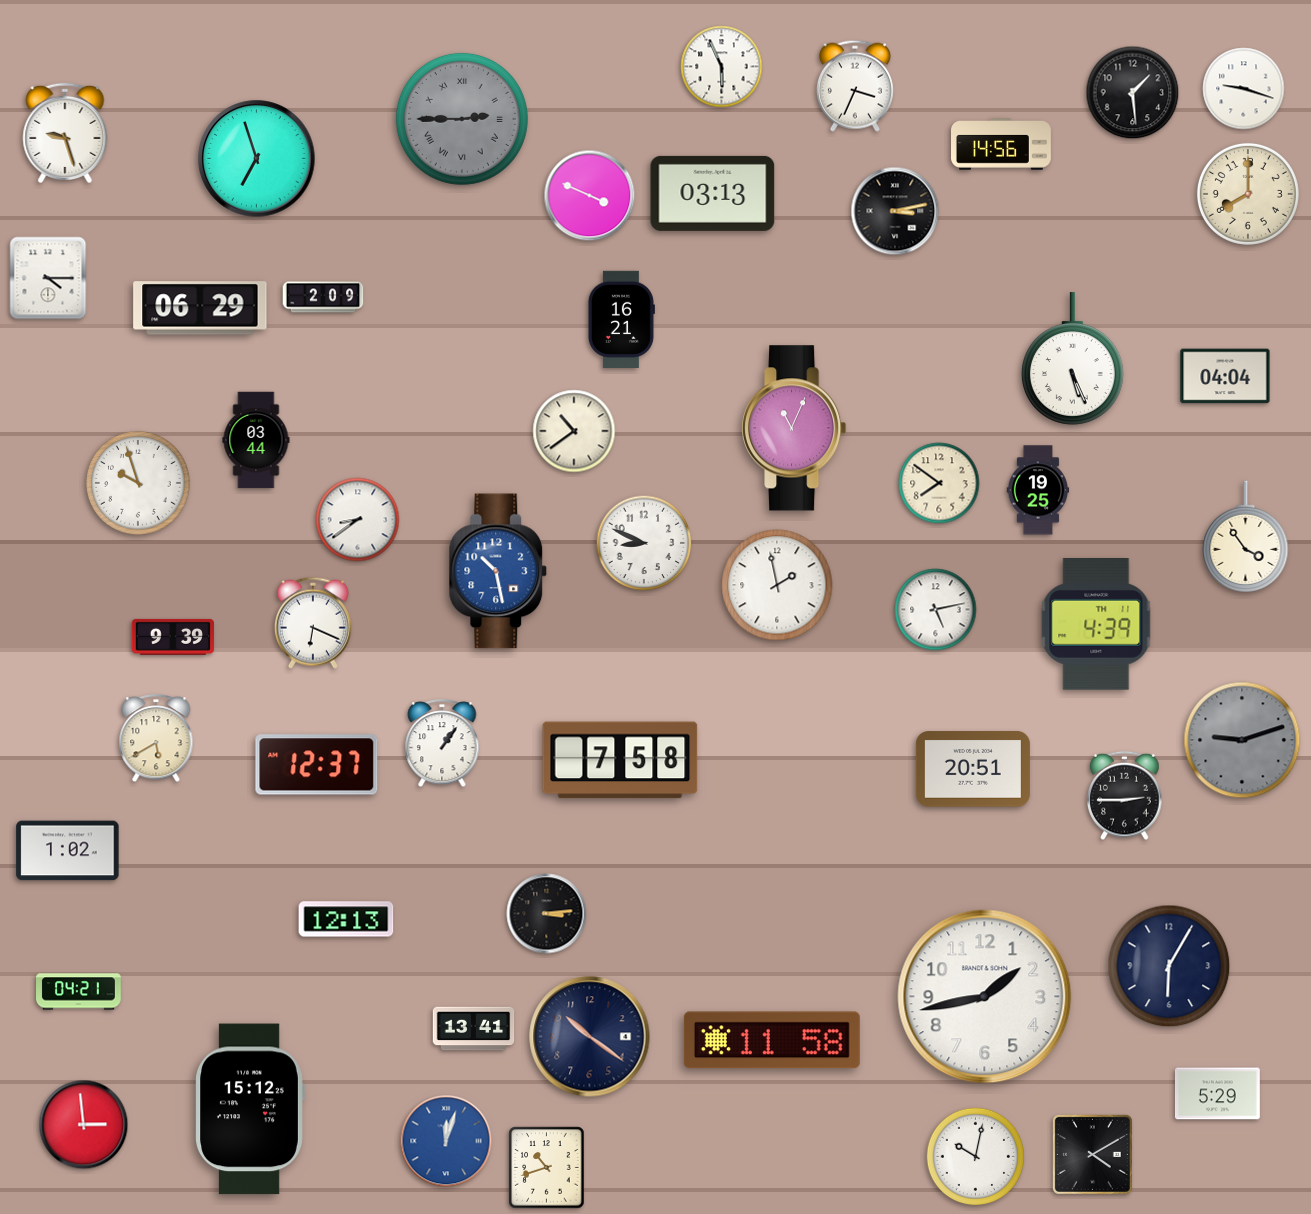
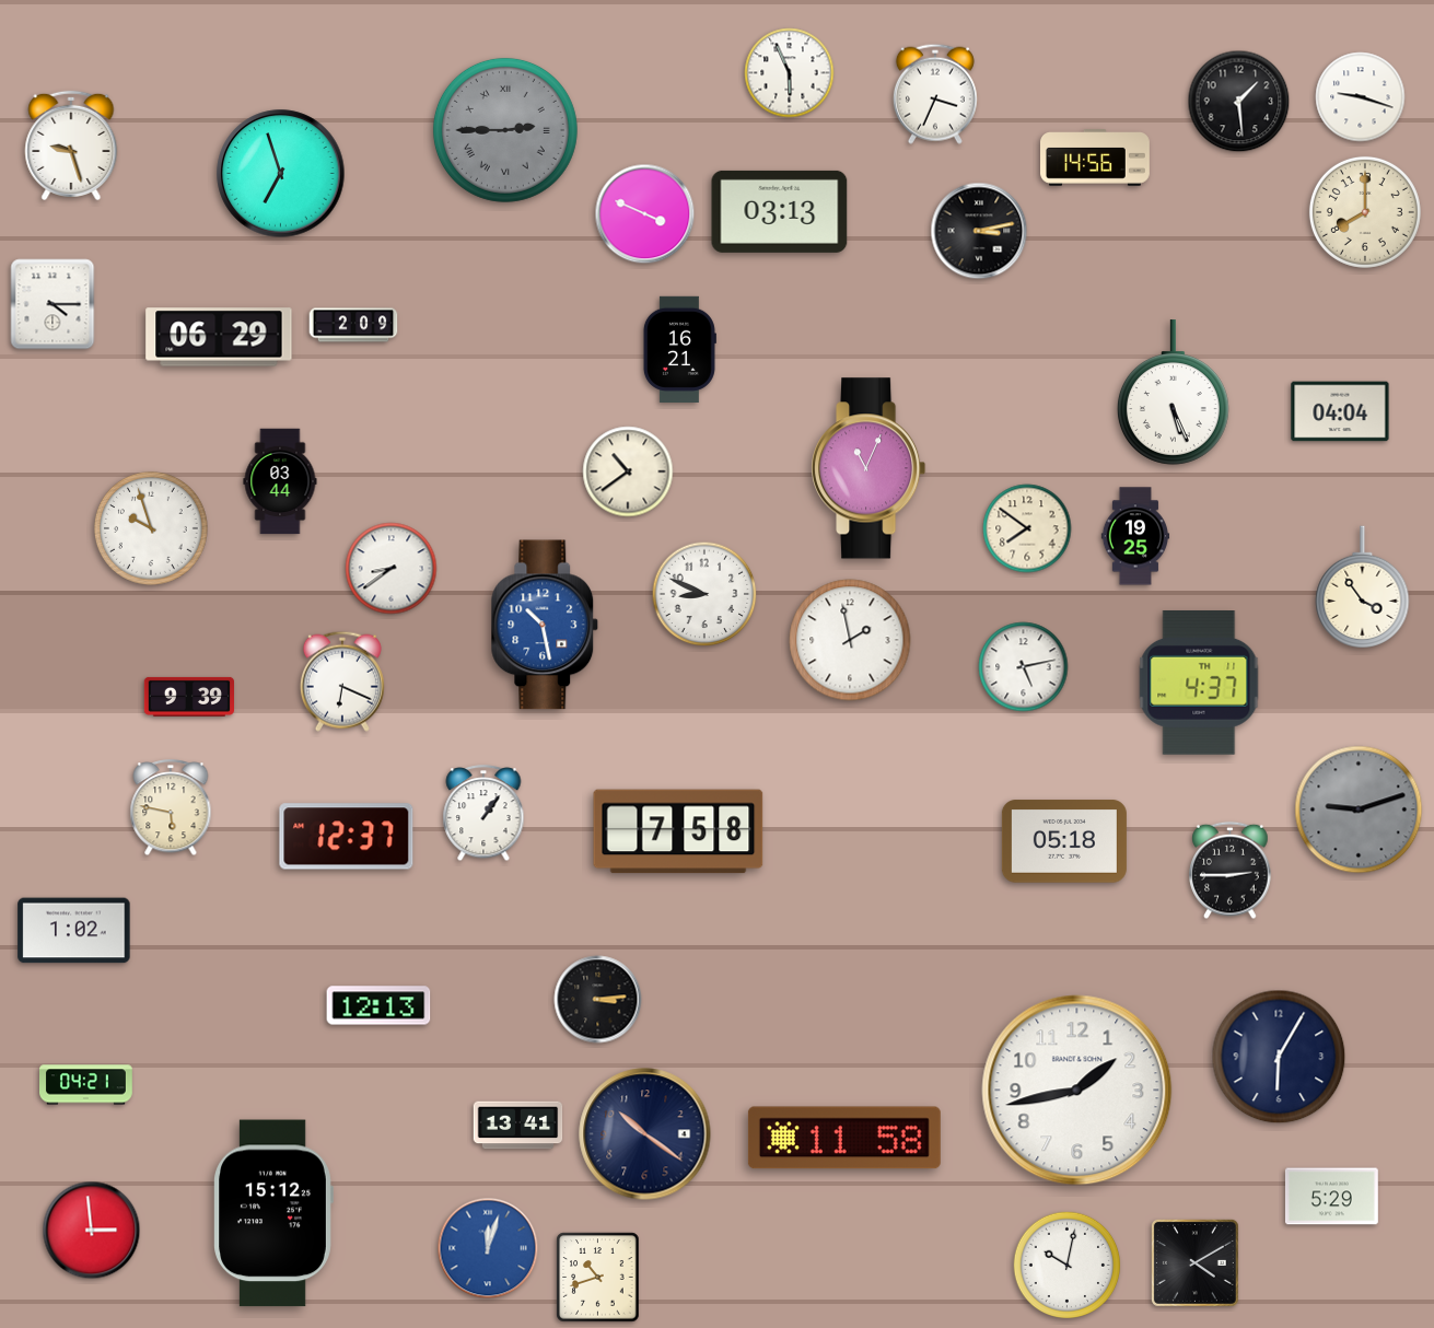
clock at (1096, 625): 4:39 -> 4:37
clock at (156, 739): 5:40 -> 5:47
clock at (973, 769): 20:51 -> 05:18
